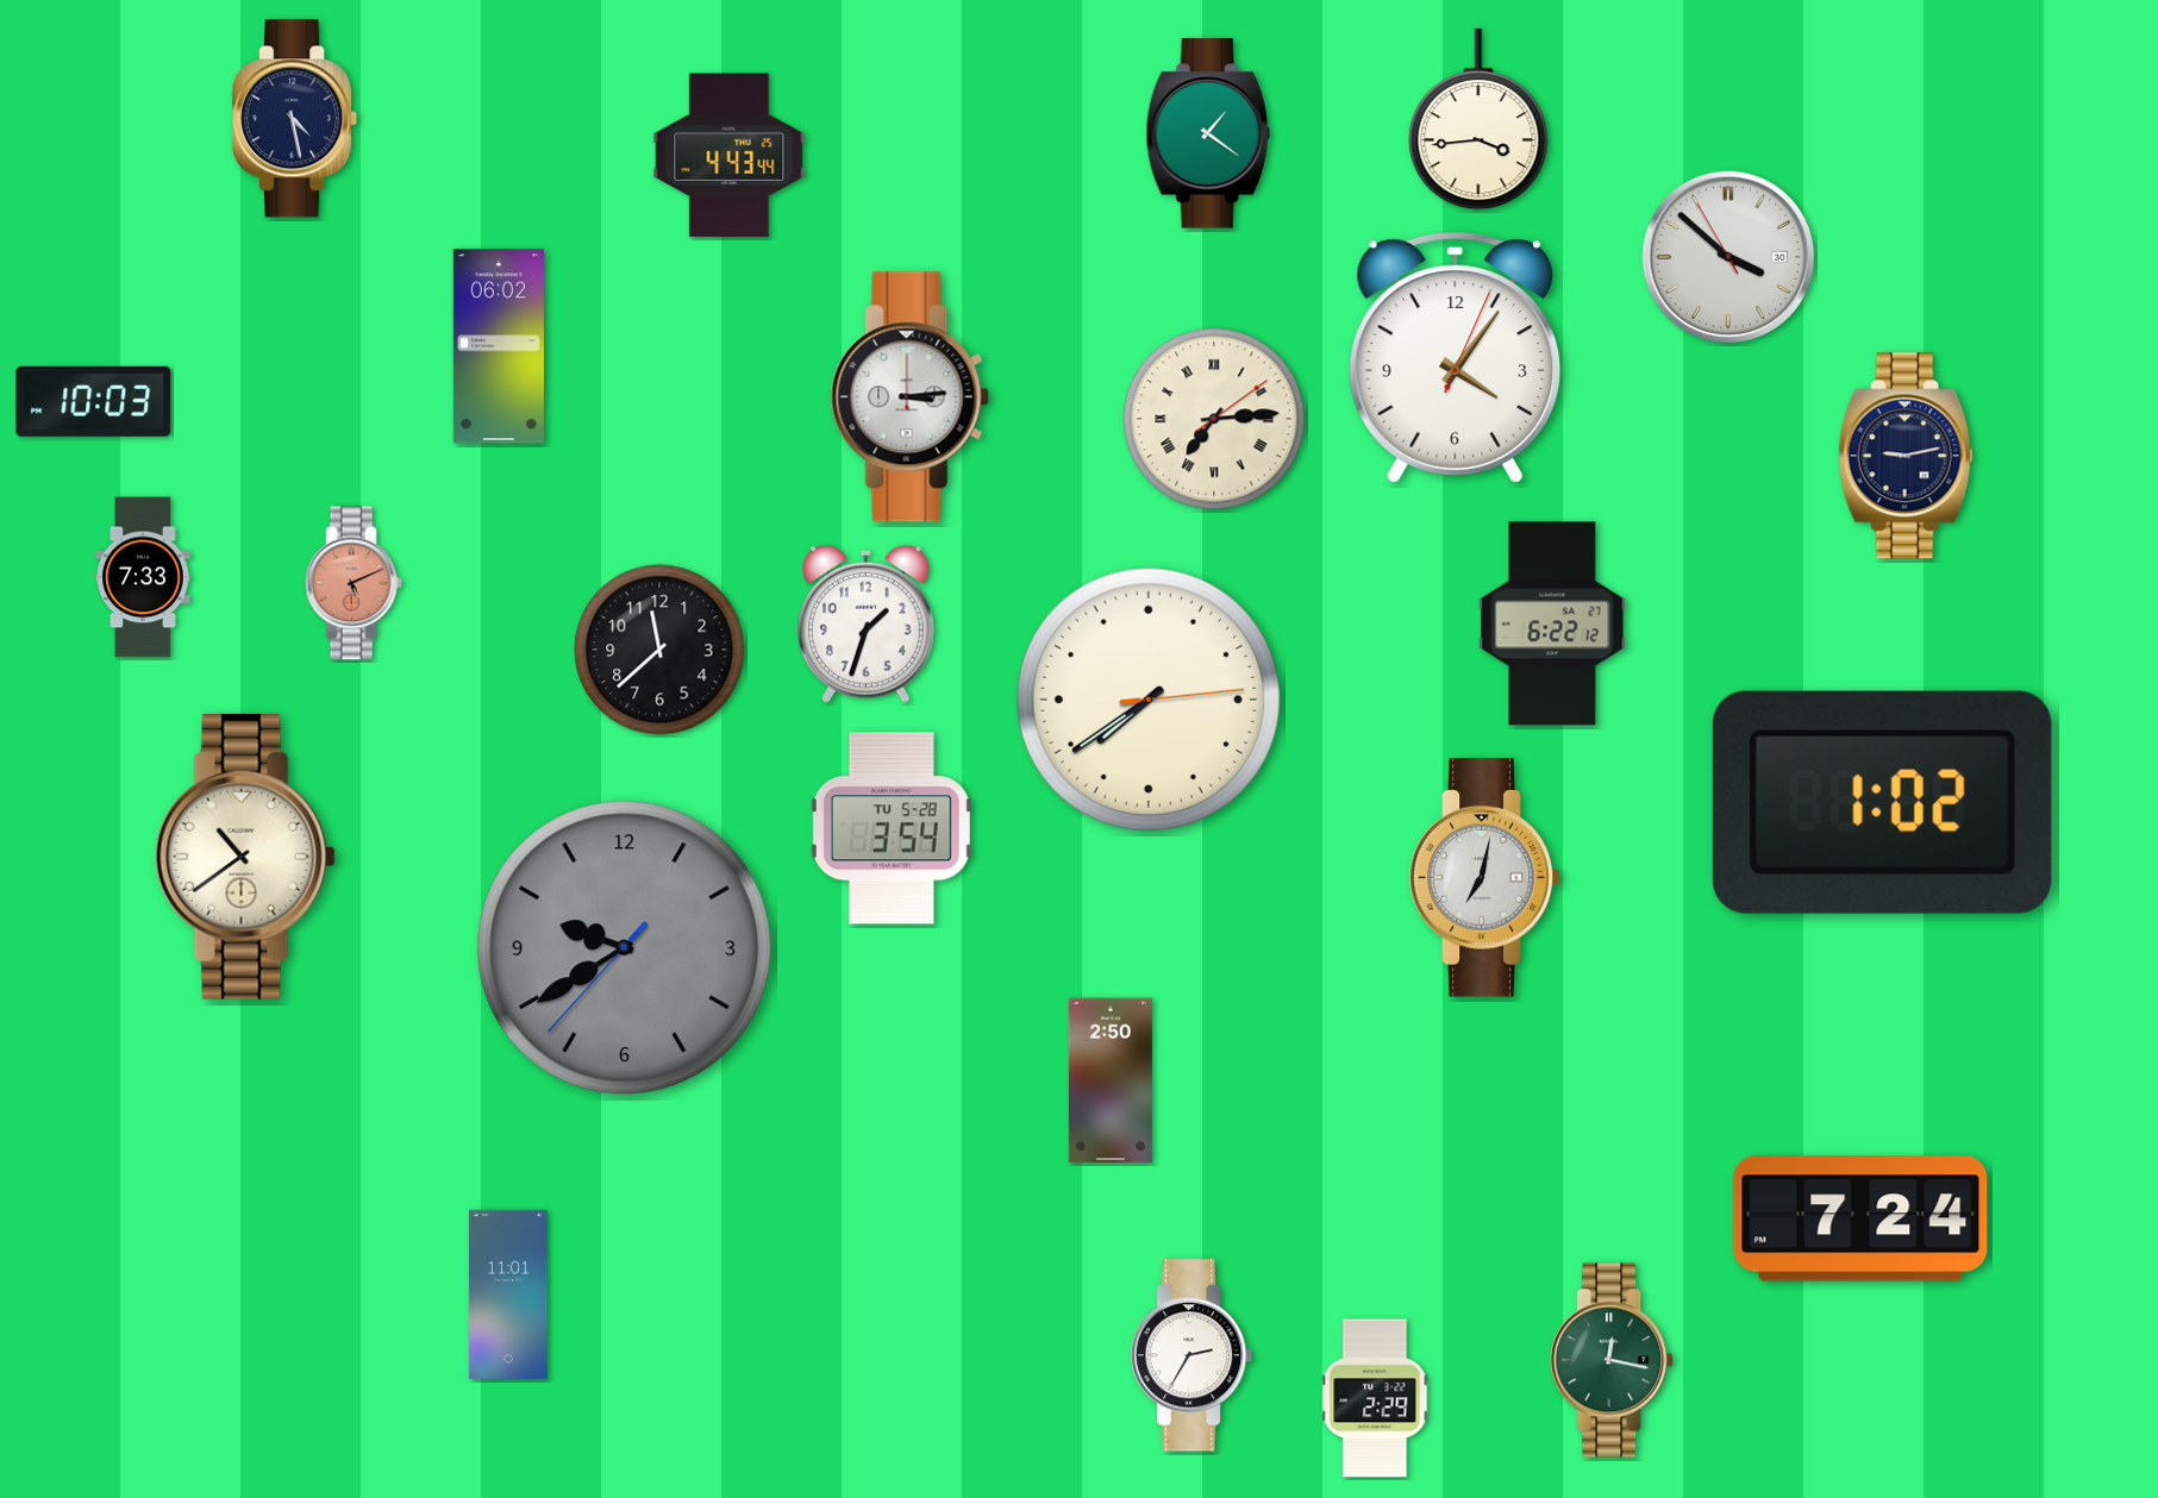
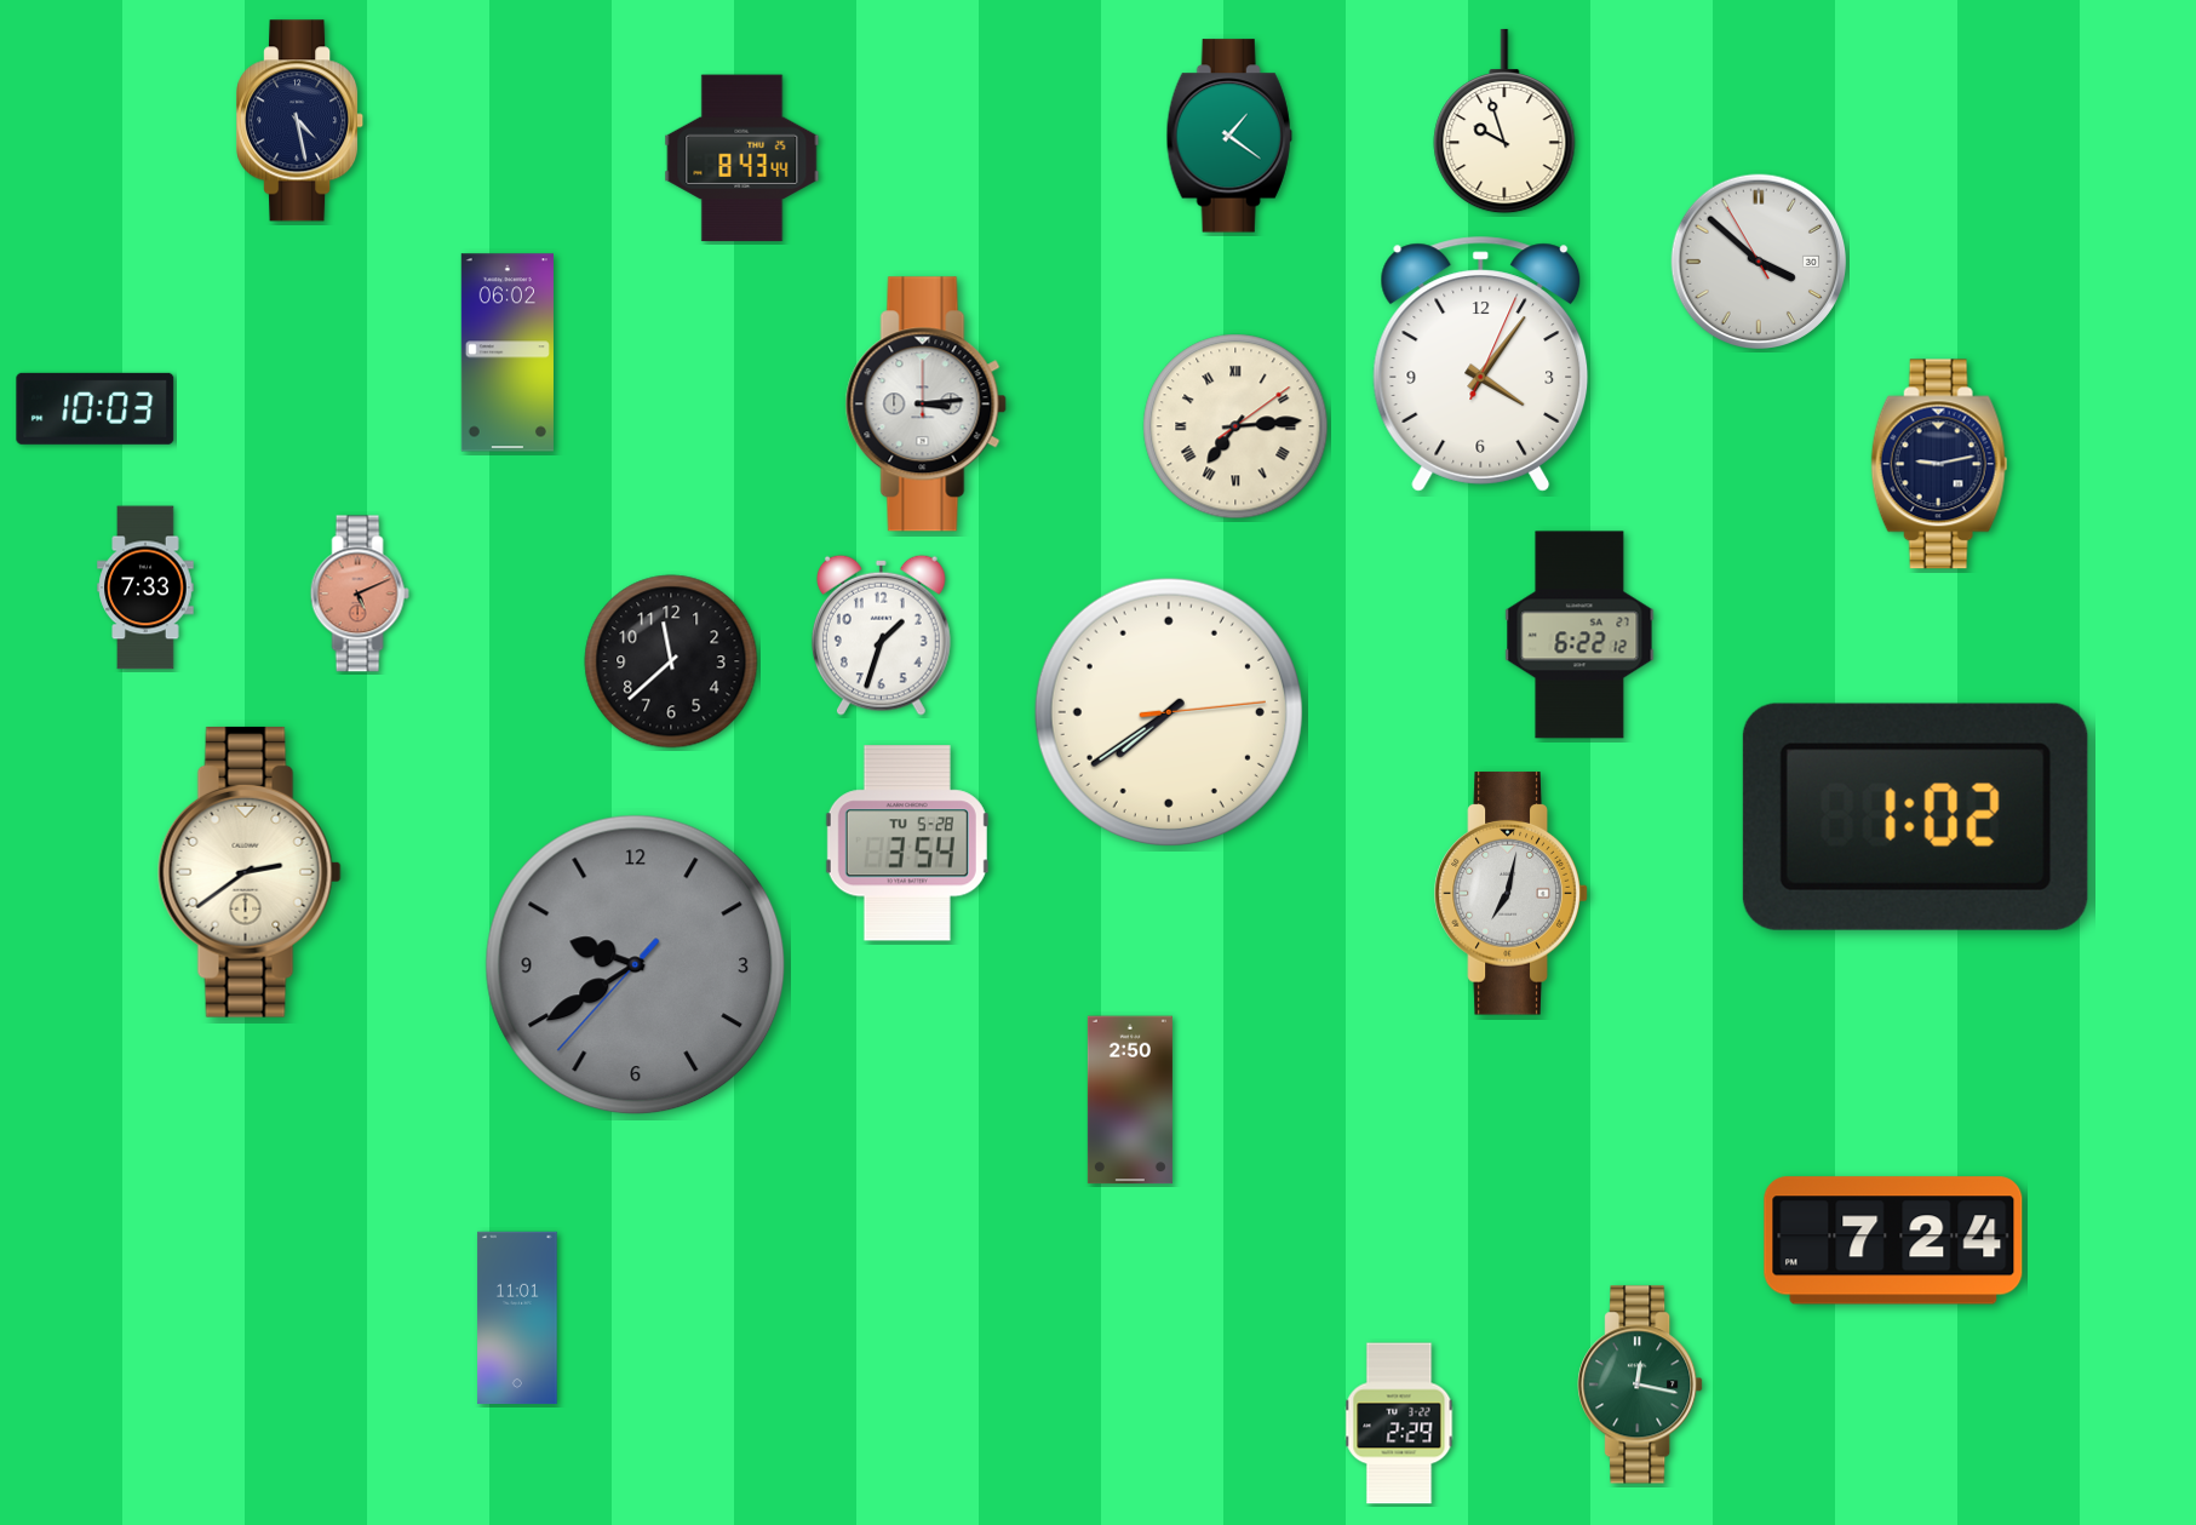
clock at (1478, 119): 3:44 -> 9:57
clock at (730, 156): 4:43 -> 8:43
clock at (245, 857): 10:39 -> 2:39
clock at (1193, 1355): 2:35 -> none
